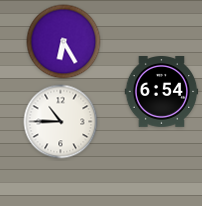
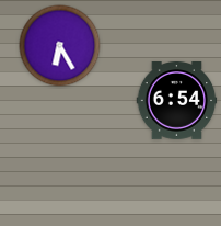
clock at (64, 42) position: (64, 42) -> (60, 46)
clock at (61, 122): 10:45 -> none
